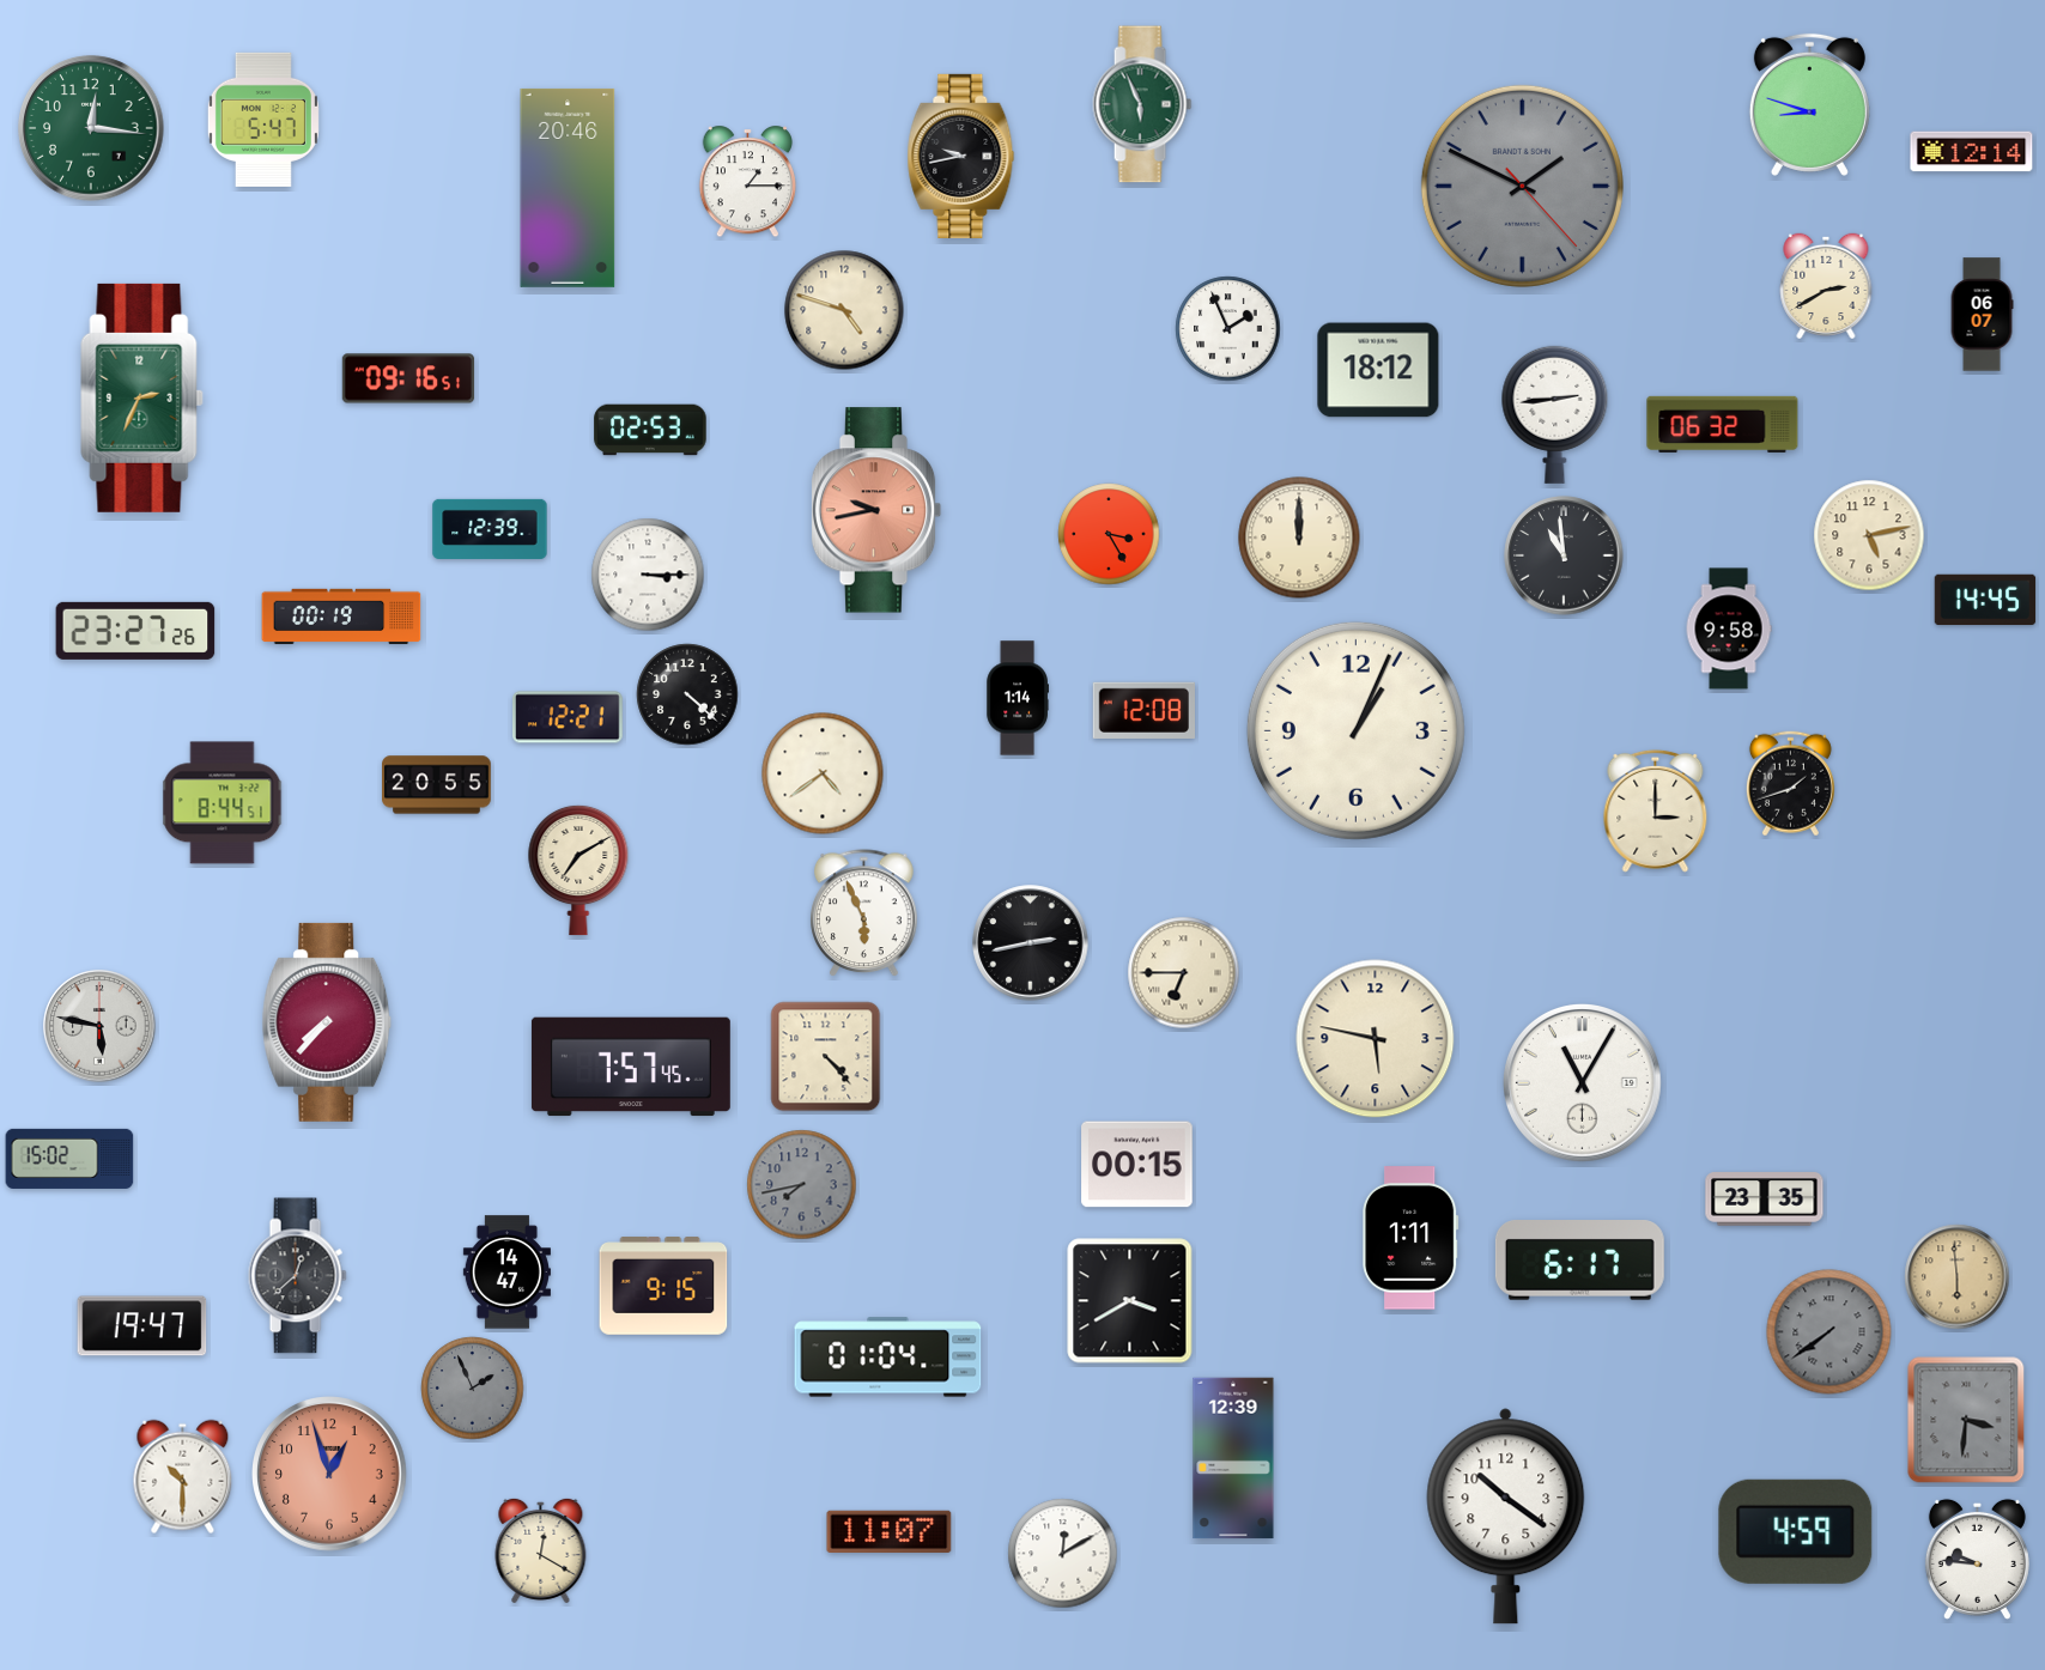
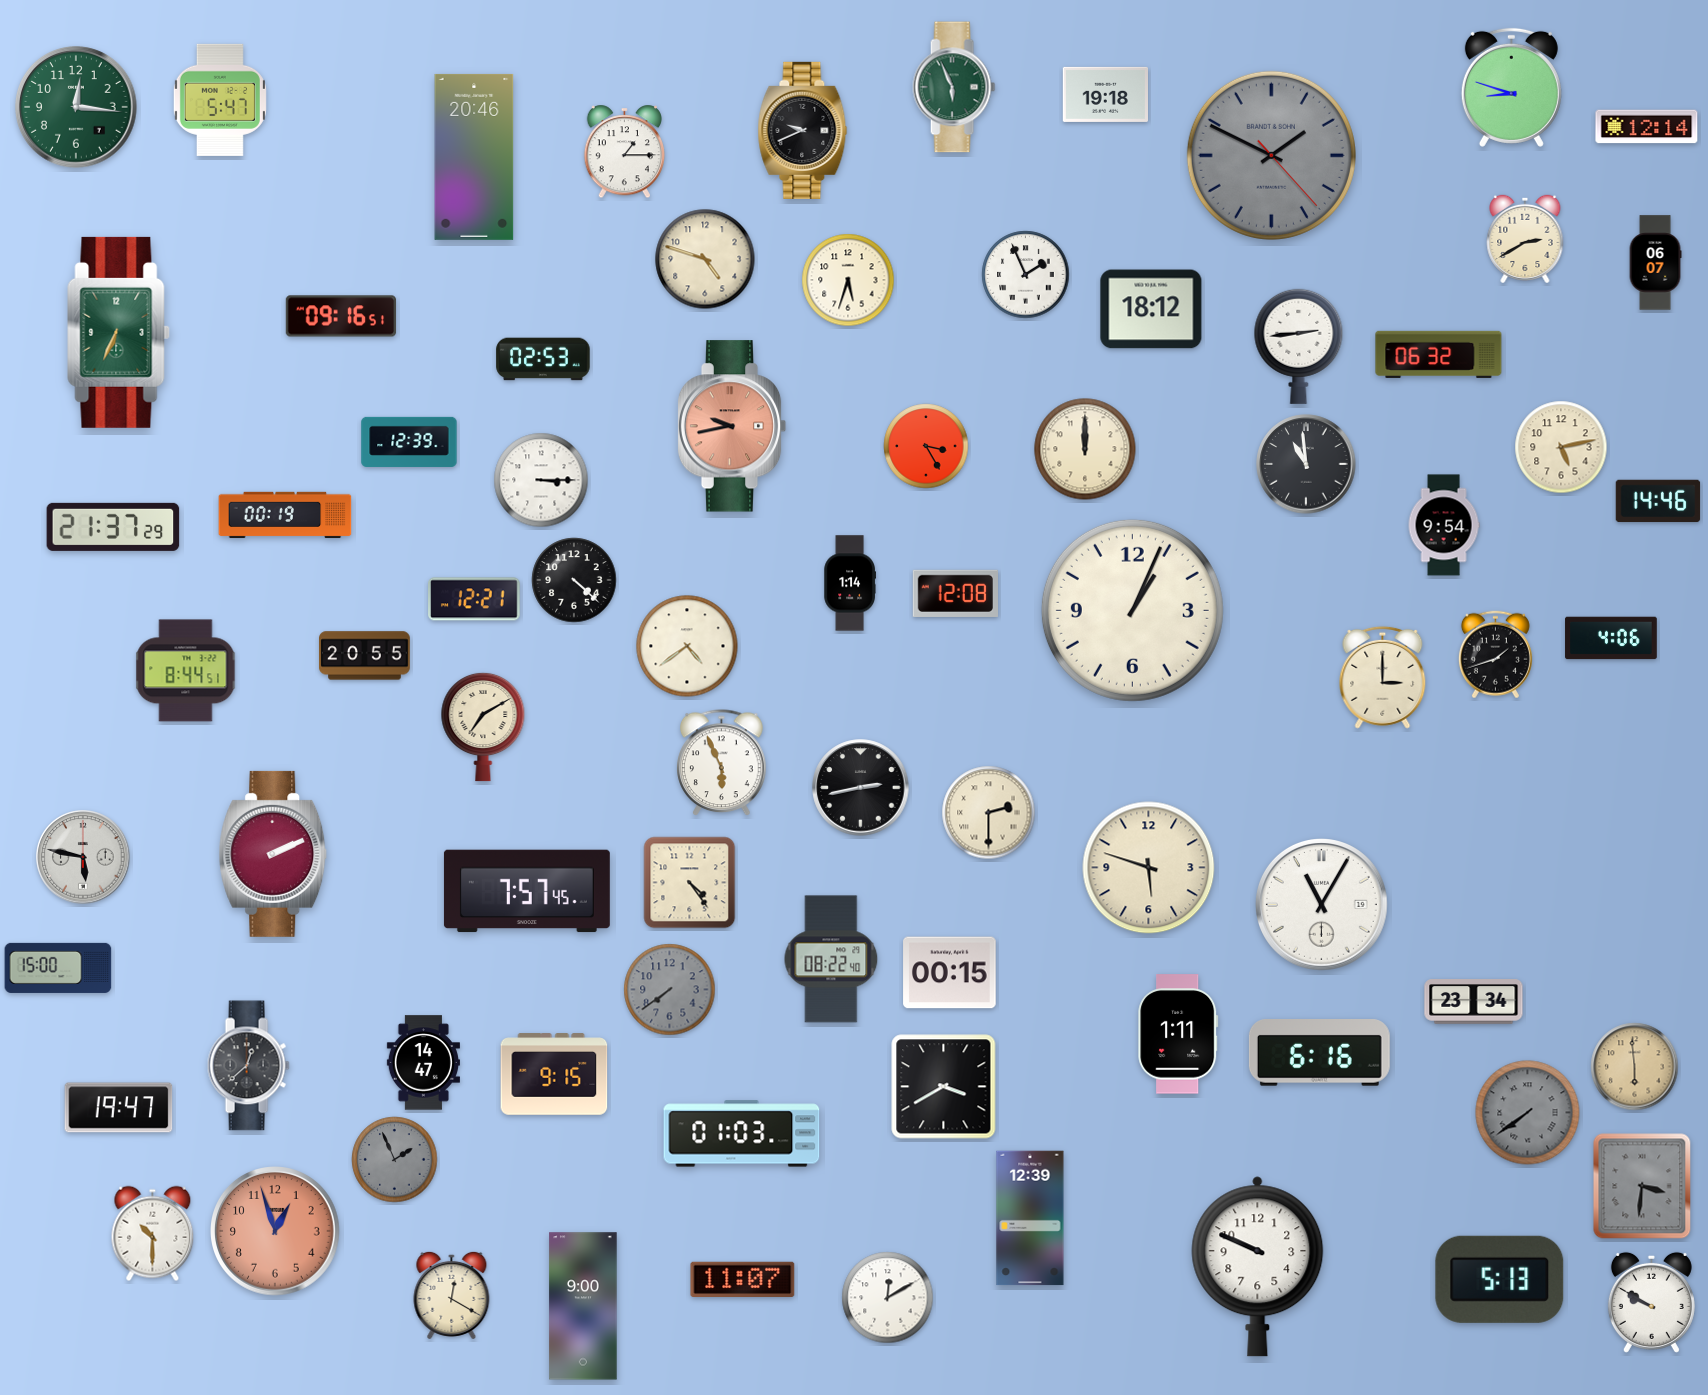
clock at (1105, 94): none -> 19:18
clock at (961, 156): 9:43 -> 9:41
clock at (848, 280): none -> 5:33
clock at (142, 397): 2:34 -> 6:34
clock at (1985, 600): 14:45 -> 14:46
clock at (1729, 628): 9:58 -> 9:54
clock at (135, 631): 23:27 -> 21:37
clock at (1611, 638): none -> 4:06
clock at (1184, 973): 6:45 -> 2:30
clock at (327, 1022): 7:37 -> 2:11
clock at (1376, 1039): 5:47 -> 5:48
clock at (826, 1057): 4:23 -> 4:24
clock at (831, 959): none -> 08:22
clock at (69, 1159): 15:02 -> 15:00
clock at (802, 1185): 7:43 -> 7:39
clock at (1765, 1200): 23:35 -> 23:34
clock at (1579, 1261): 6:17 -> 6:16
clock at (888, 1358): 01:04 -> 01:03
clock at (1506, 1517): 10:21 -> 9:49
clock at (1796, 1531): 4:59 -> 5:13
clock at (1977, 1559): 9:46 -> 9:50
clock at (583, 1306): none -> 9:00
